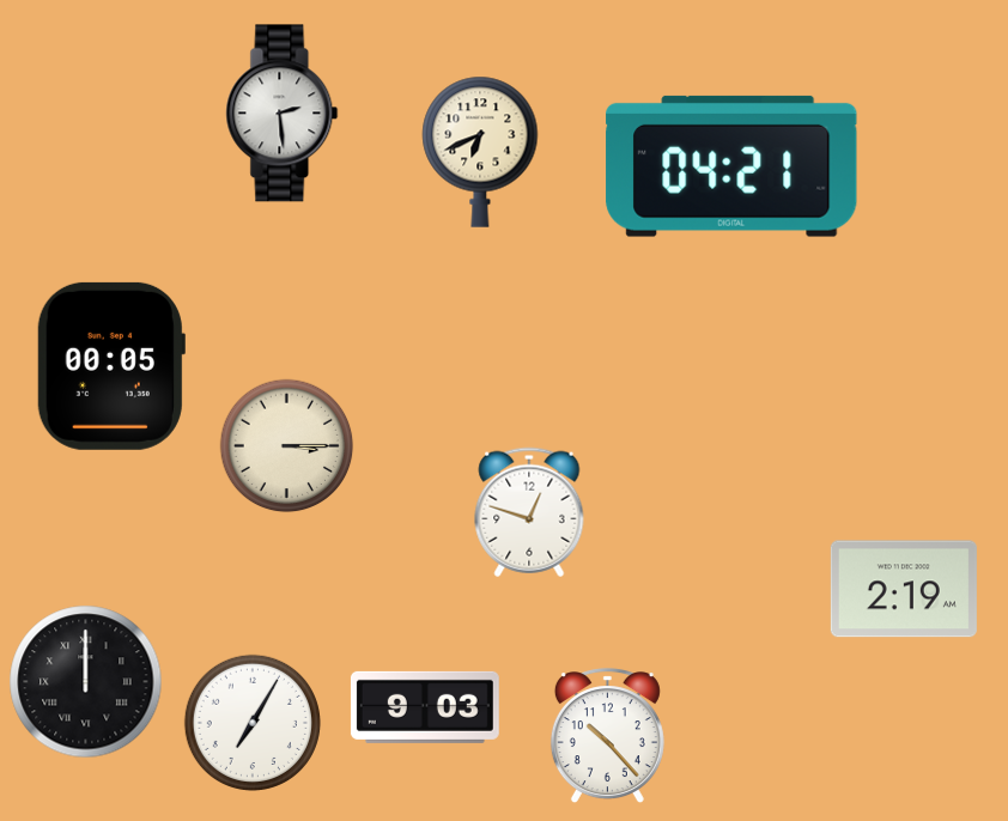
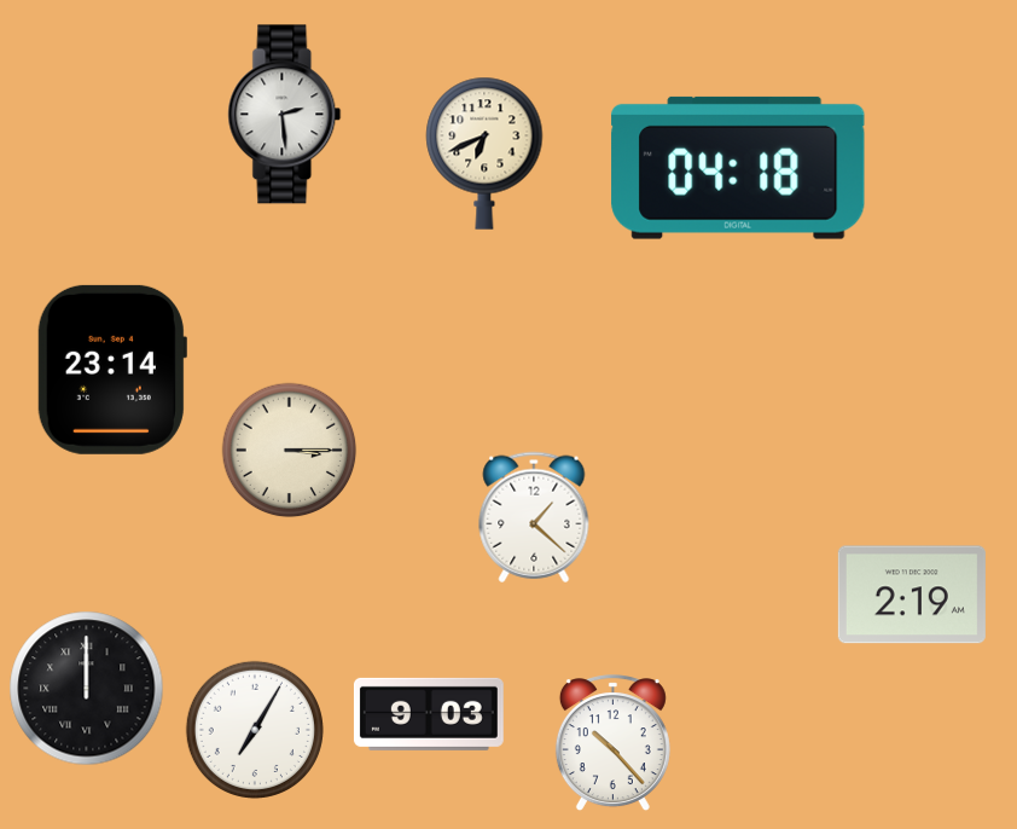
clock at (731, 166): 04:21 -> 04:18
clock at (111, 366): 00:05 -> 23:14
clock at (529, 512): 12:48 -> 1:22
